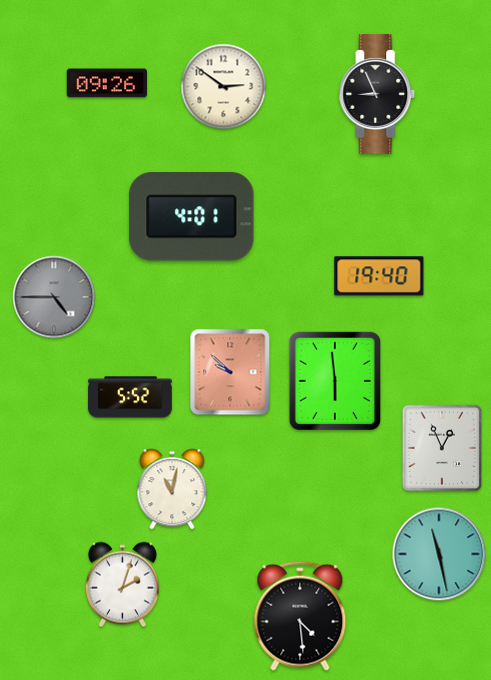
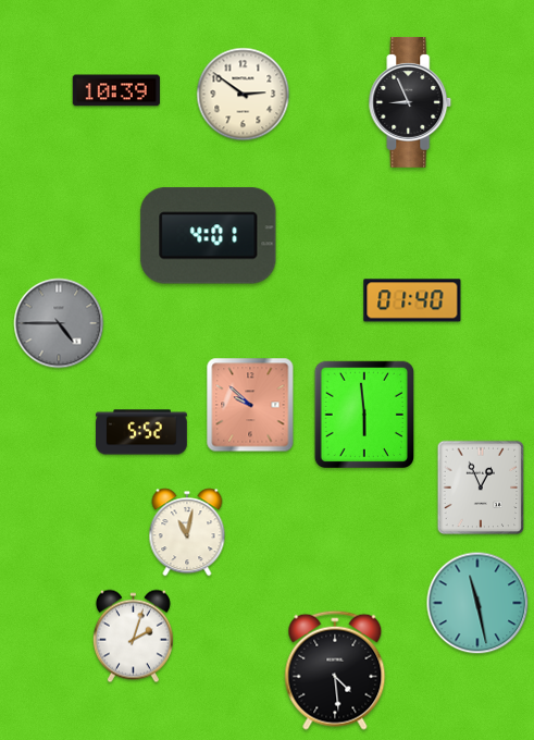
clock at (107, 83): 09:26 -> 10:39
clock at (379, 276): 19:40 -> 01:40
clock at (300, 616) position: (300, 616) -> (335, 670)
